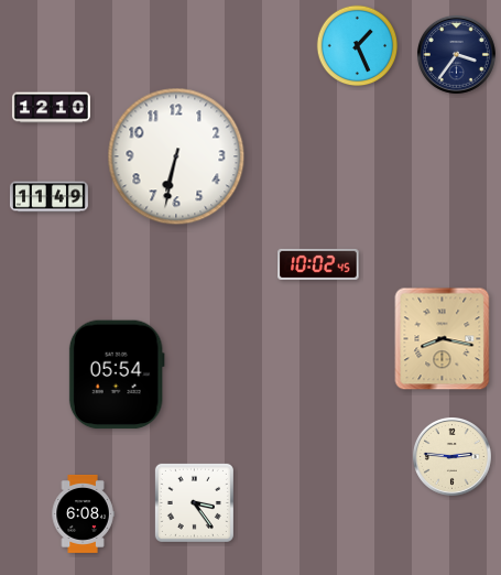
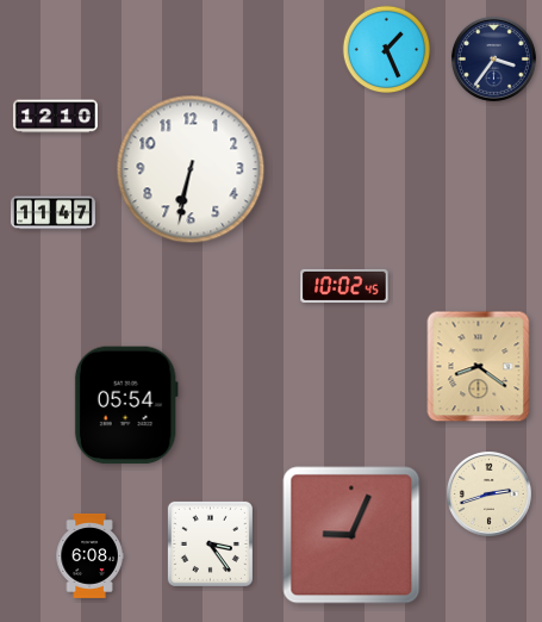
clock at (48, 197): 11:49 -> 11:47
clock at (443, 339): 8:17 -> 8:21
clock at (451, 456): 2:46 -> 2:42
clock at (351, 535): none -> 9:04
